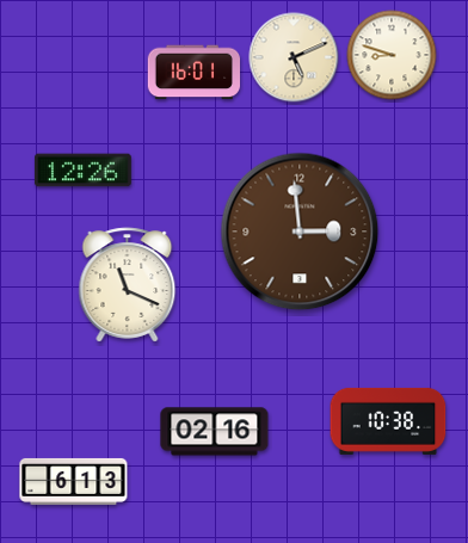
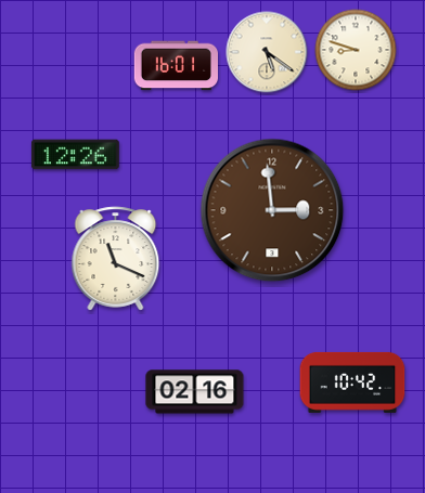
clock at (294, 57): 5:11 -> 5:21
clock at (388, 421): 10:38 -> 10:42
clock at (74, 481): 6:13 -> none
